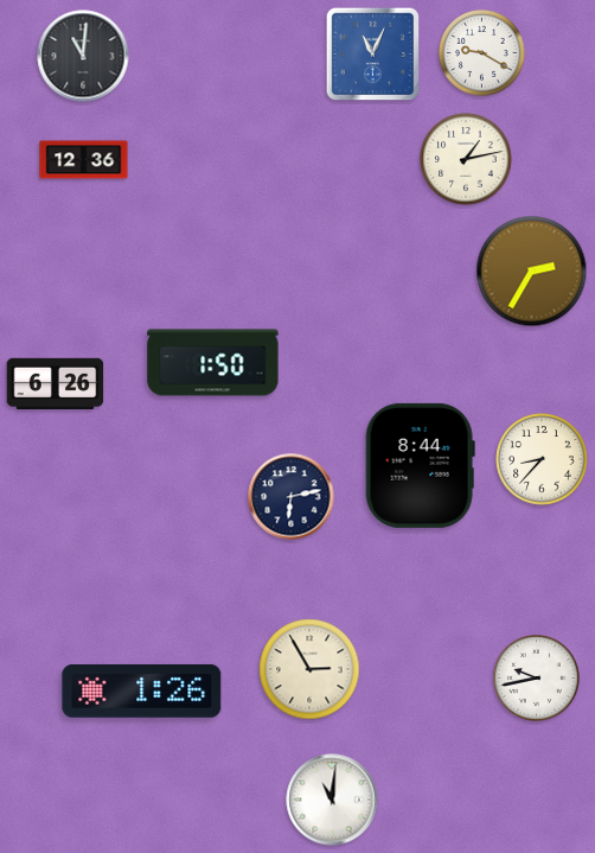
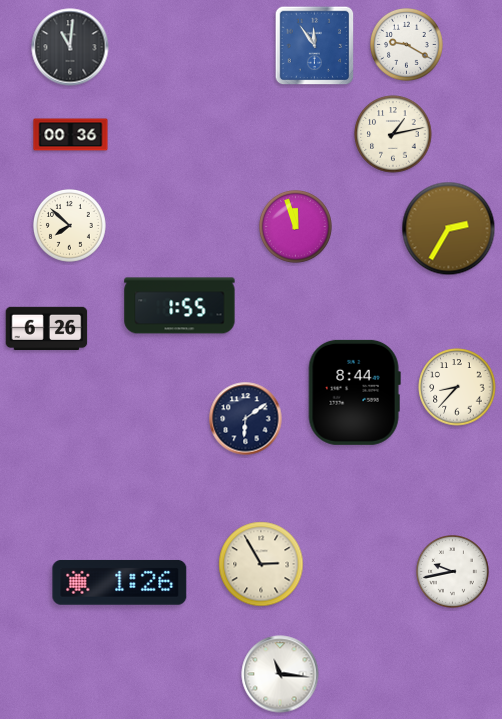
clock at (373, 55): 11:04 -> 11:54
clock at (84, 160): 12:36 -> 00:36
clock at (70, 226): none -> 7:52
clock at (296, 227): none -> 11:57
clock at (213, 363): 1:50 -> 1:55
clock at (56, 384) position: (56, 384) -> (47, 329)
clock at (292, 497): 6:13 -> 6:09
clock at (332, 800): 11:01 -> 11:16
